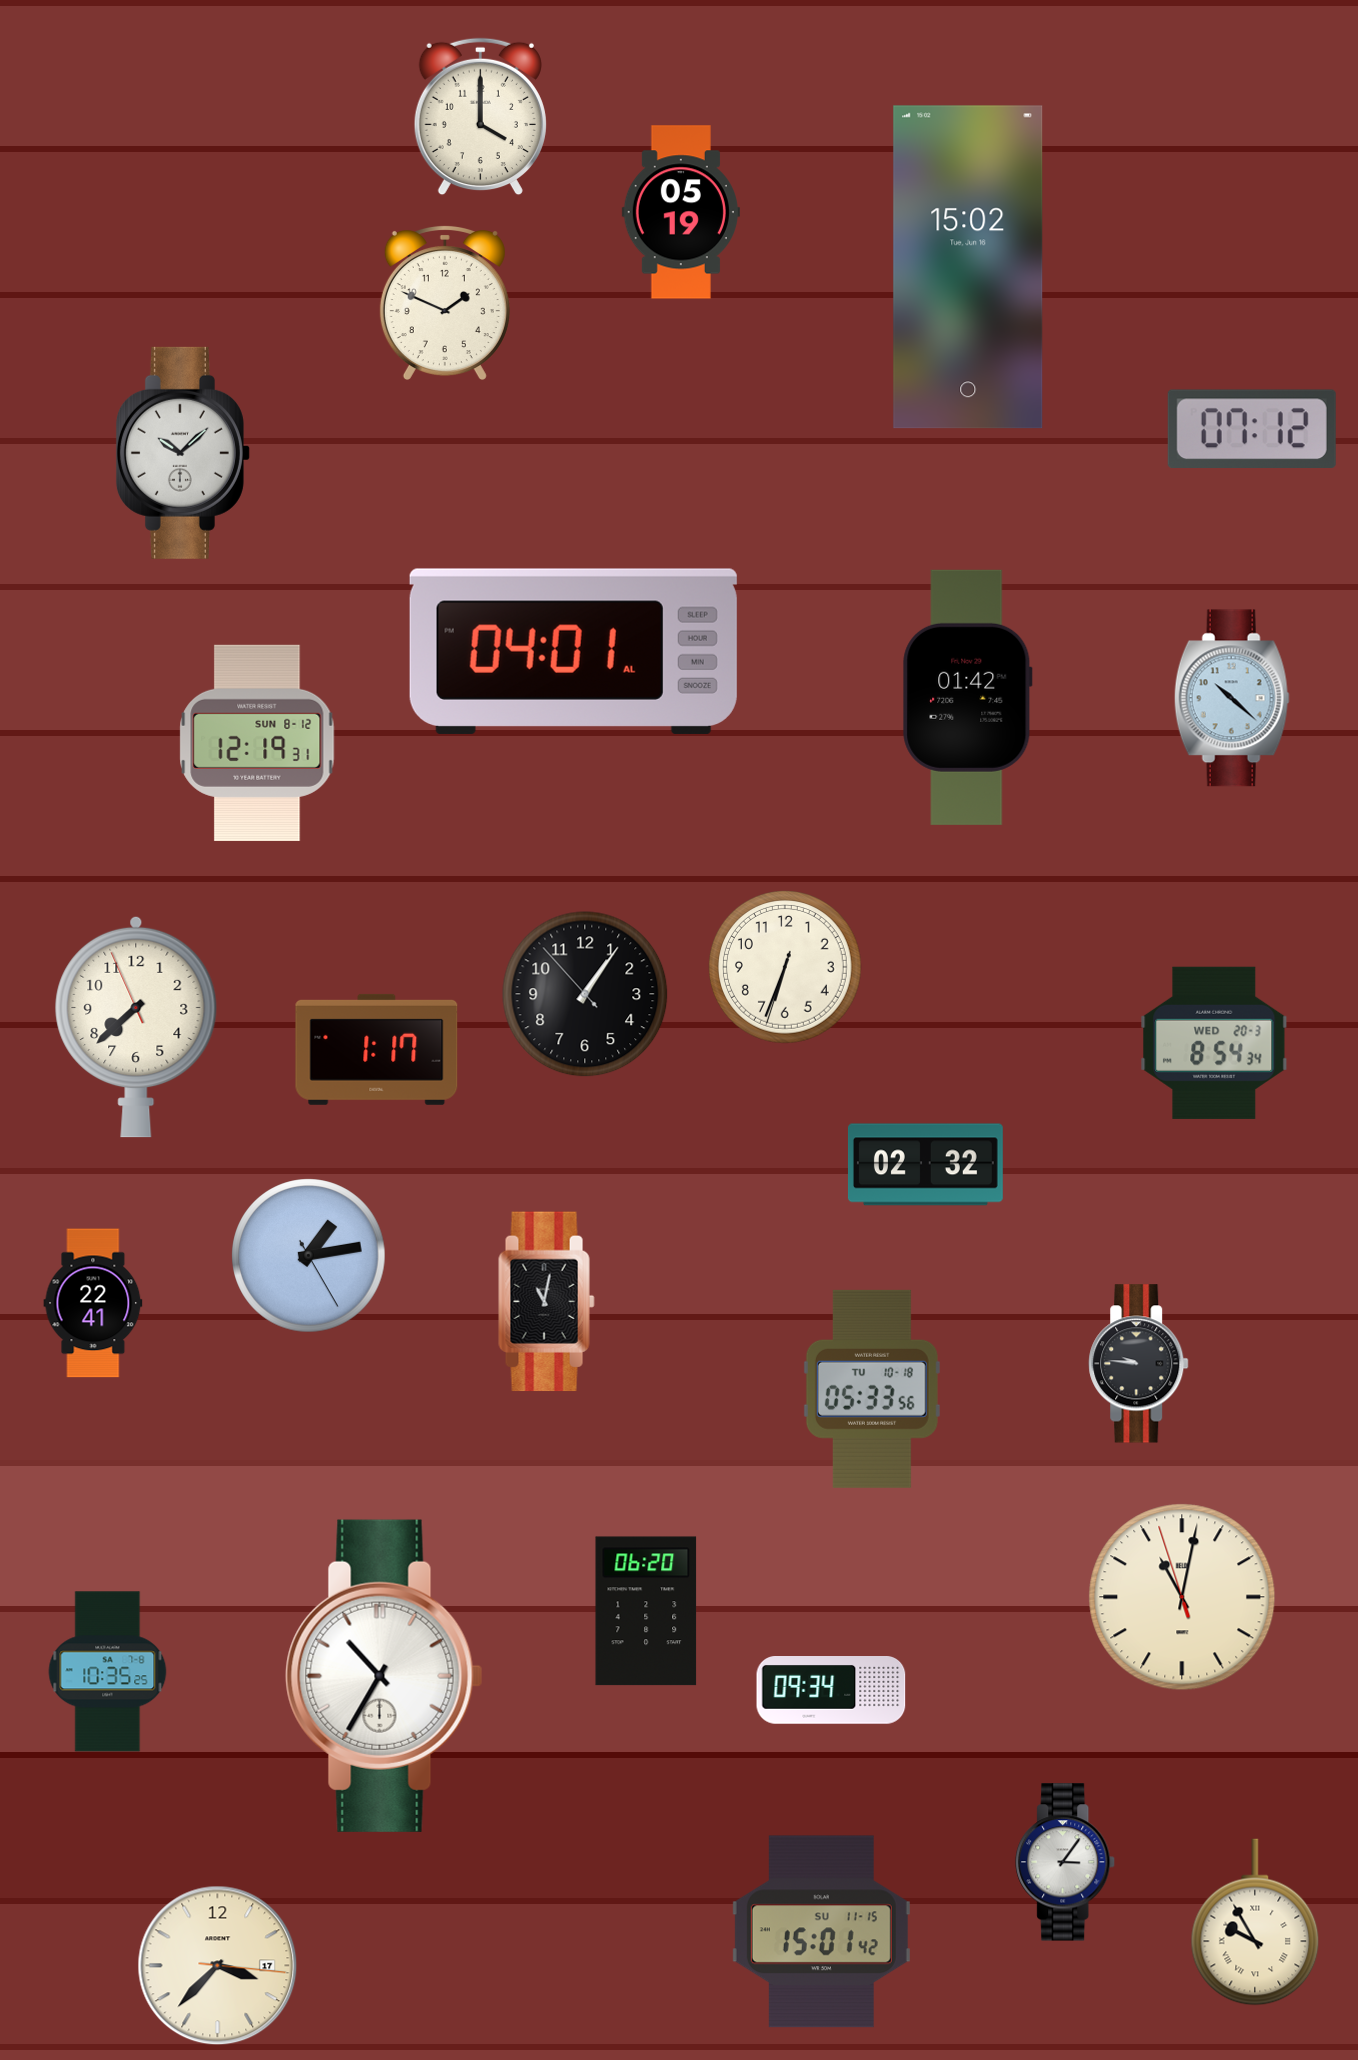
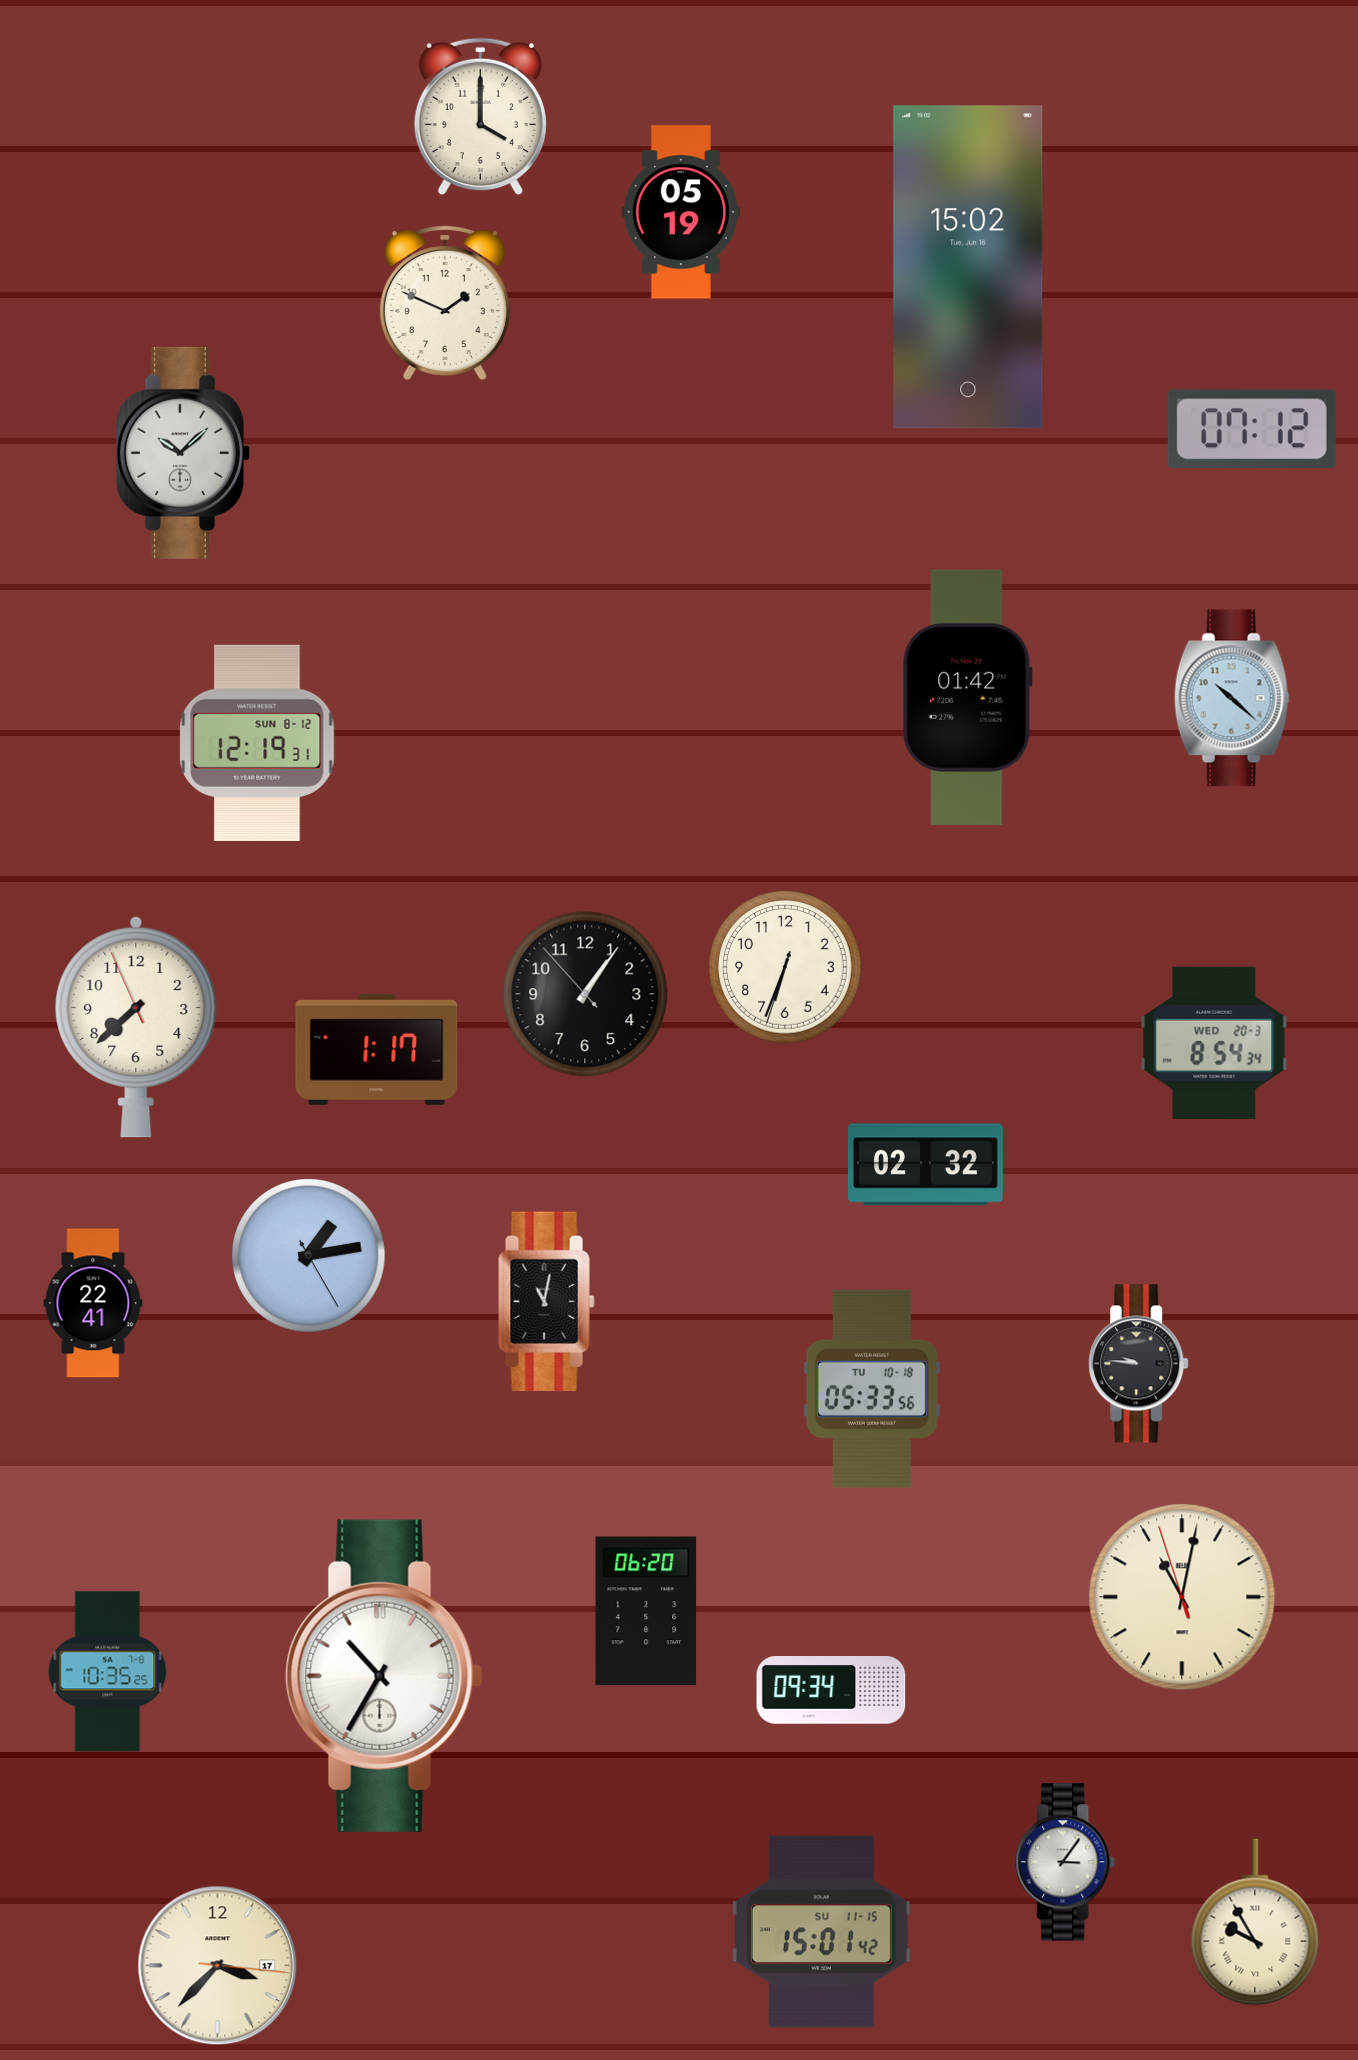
clock at (573, 651): 04:01 -> none
